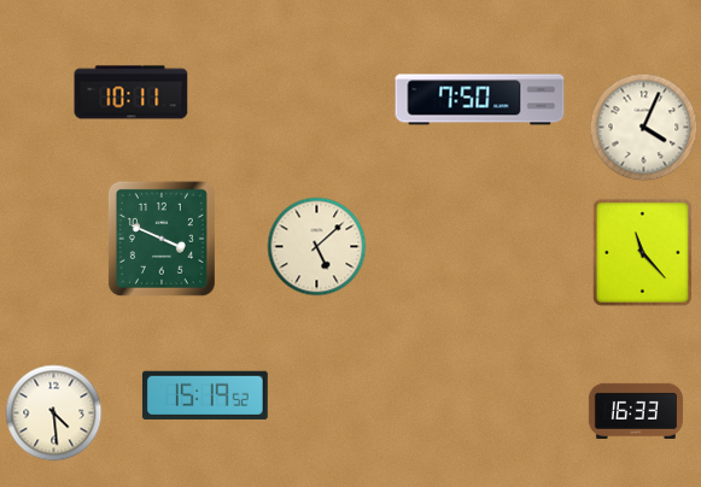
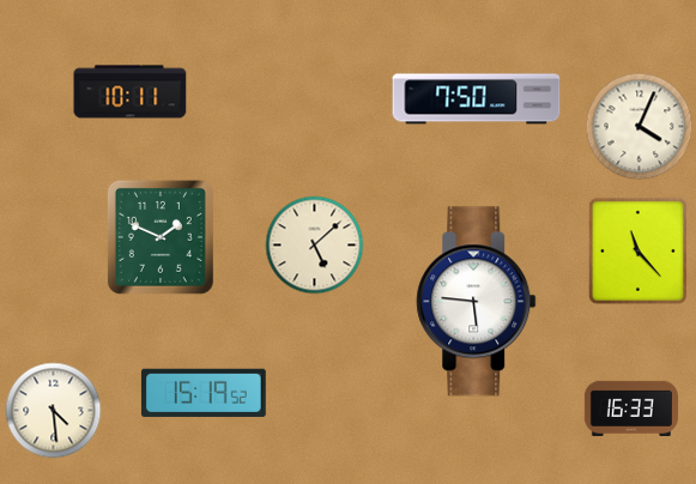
clock at (162, 239): 3:49 -> 1:49
clock at (477, 302): none -> 5:46
